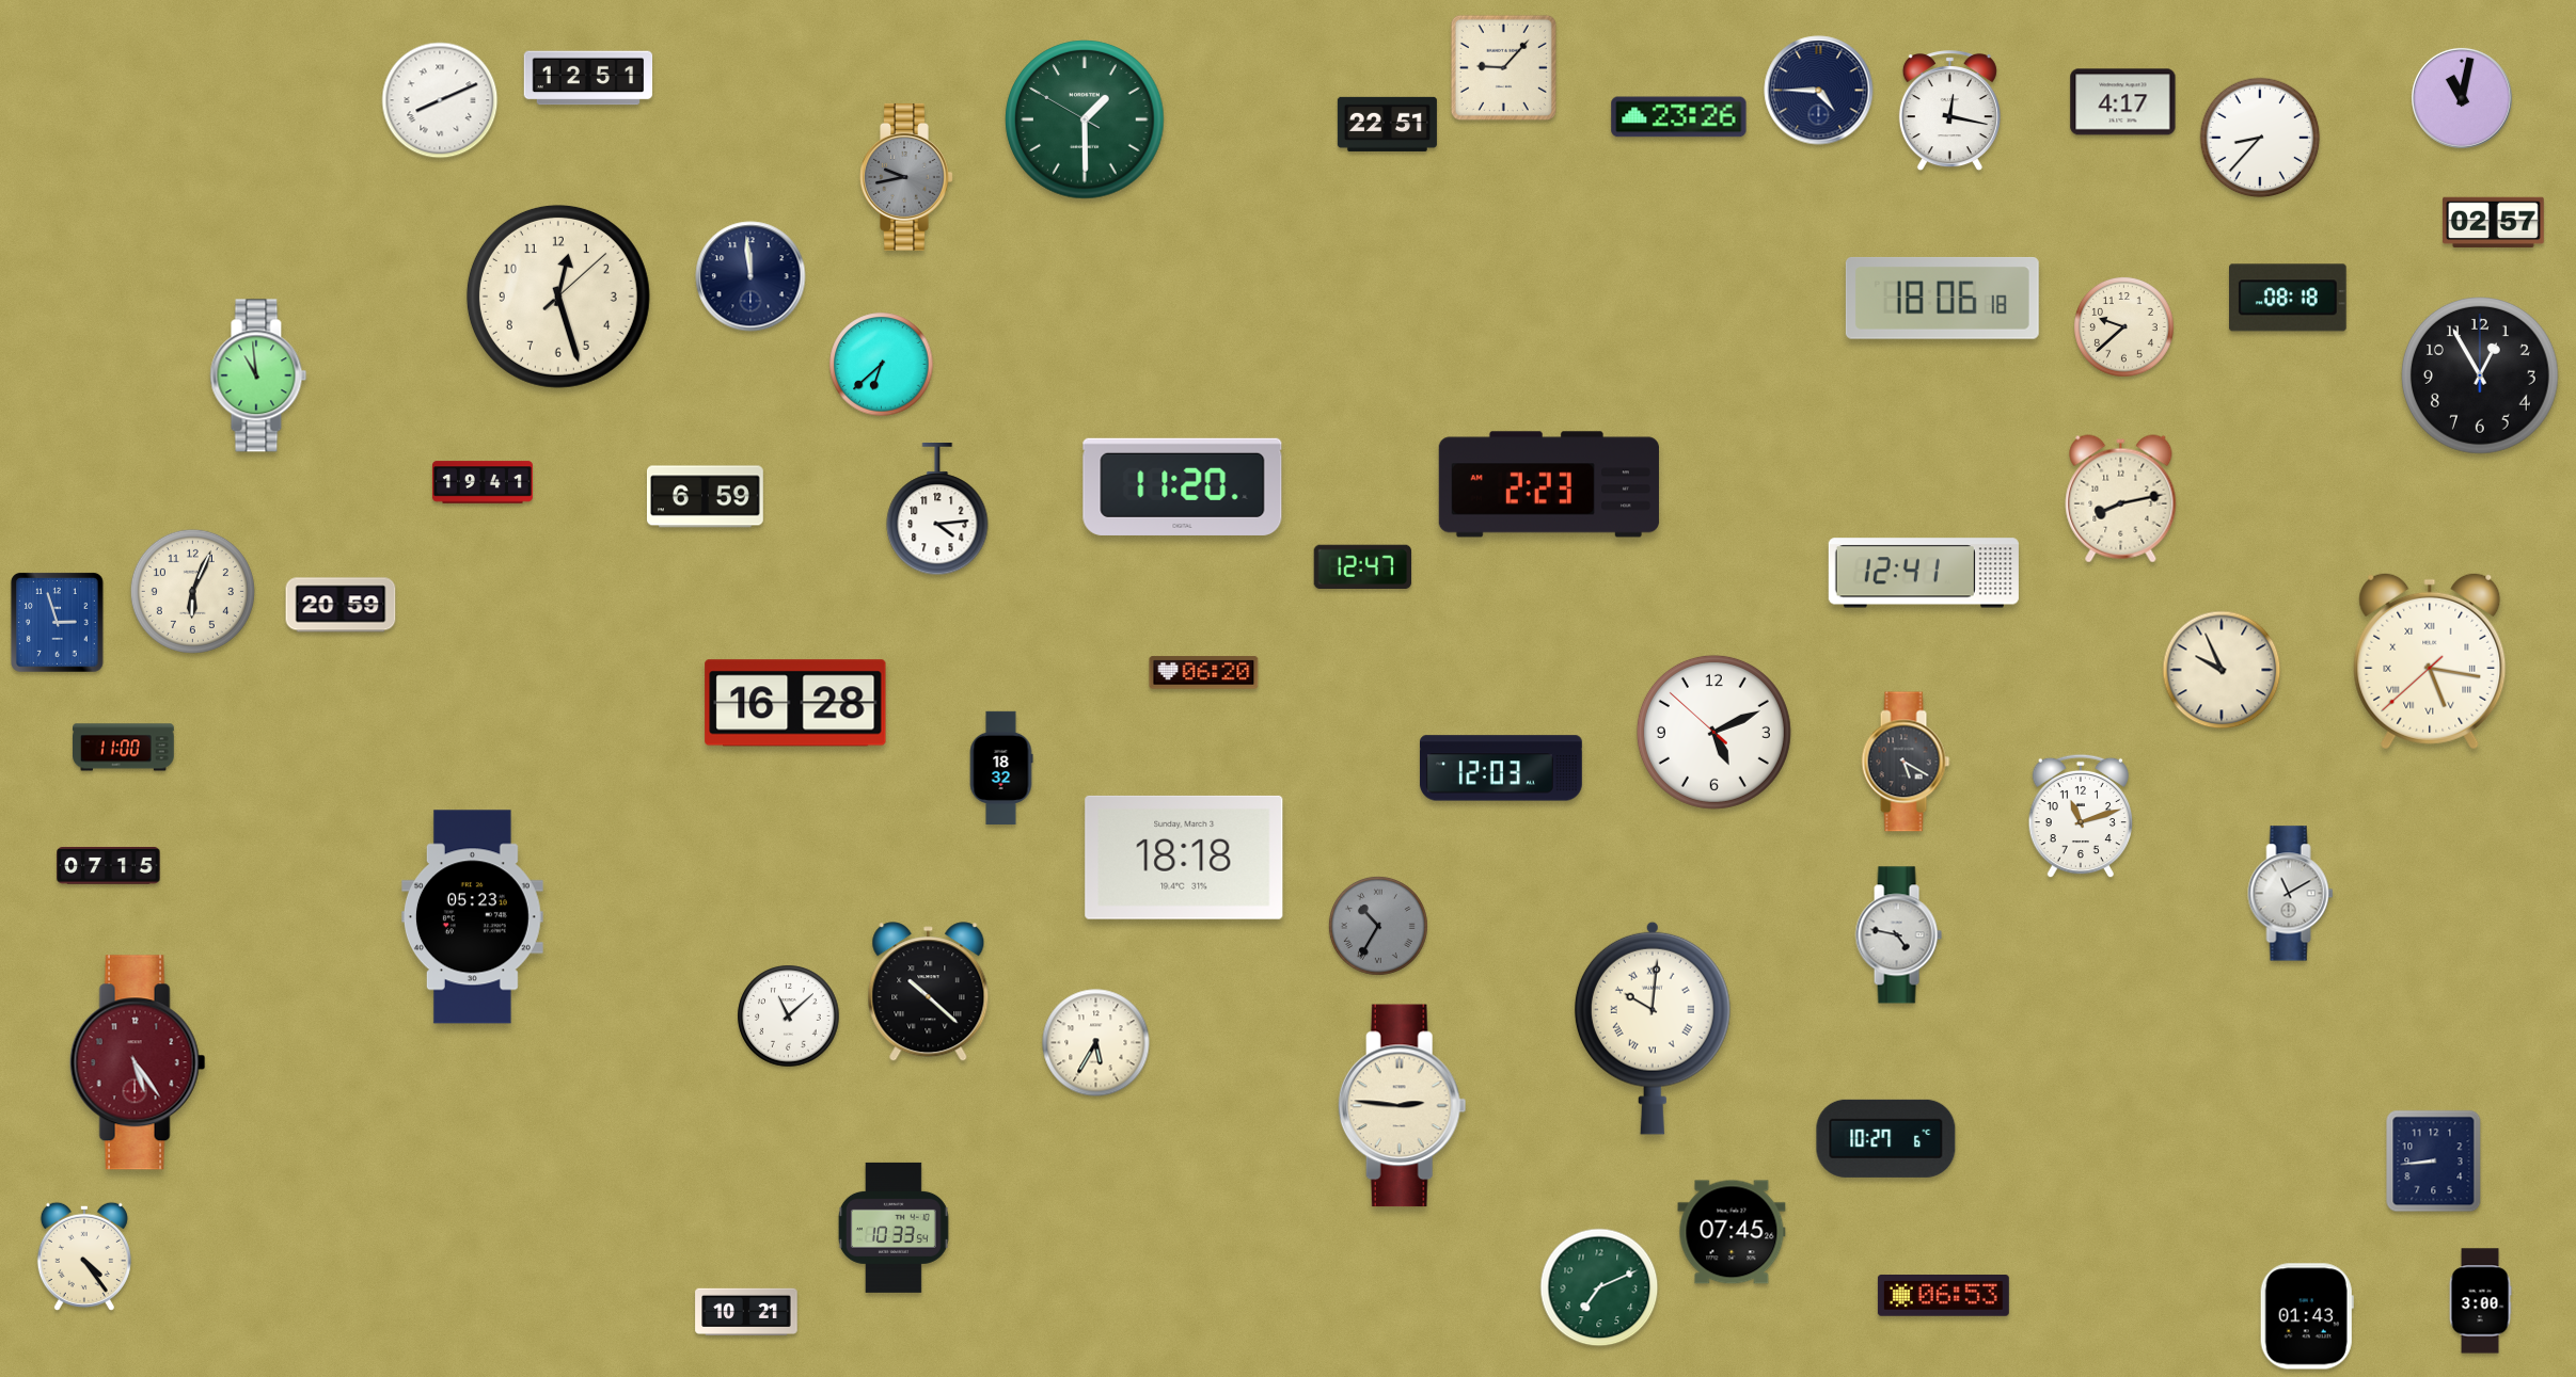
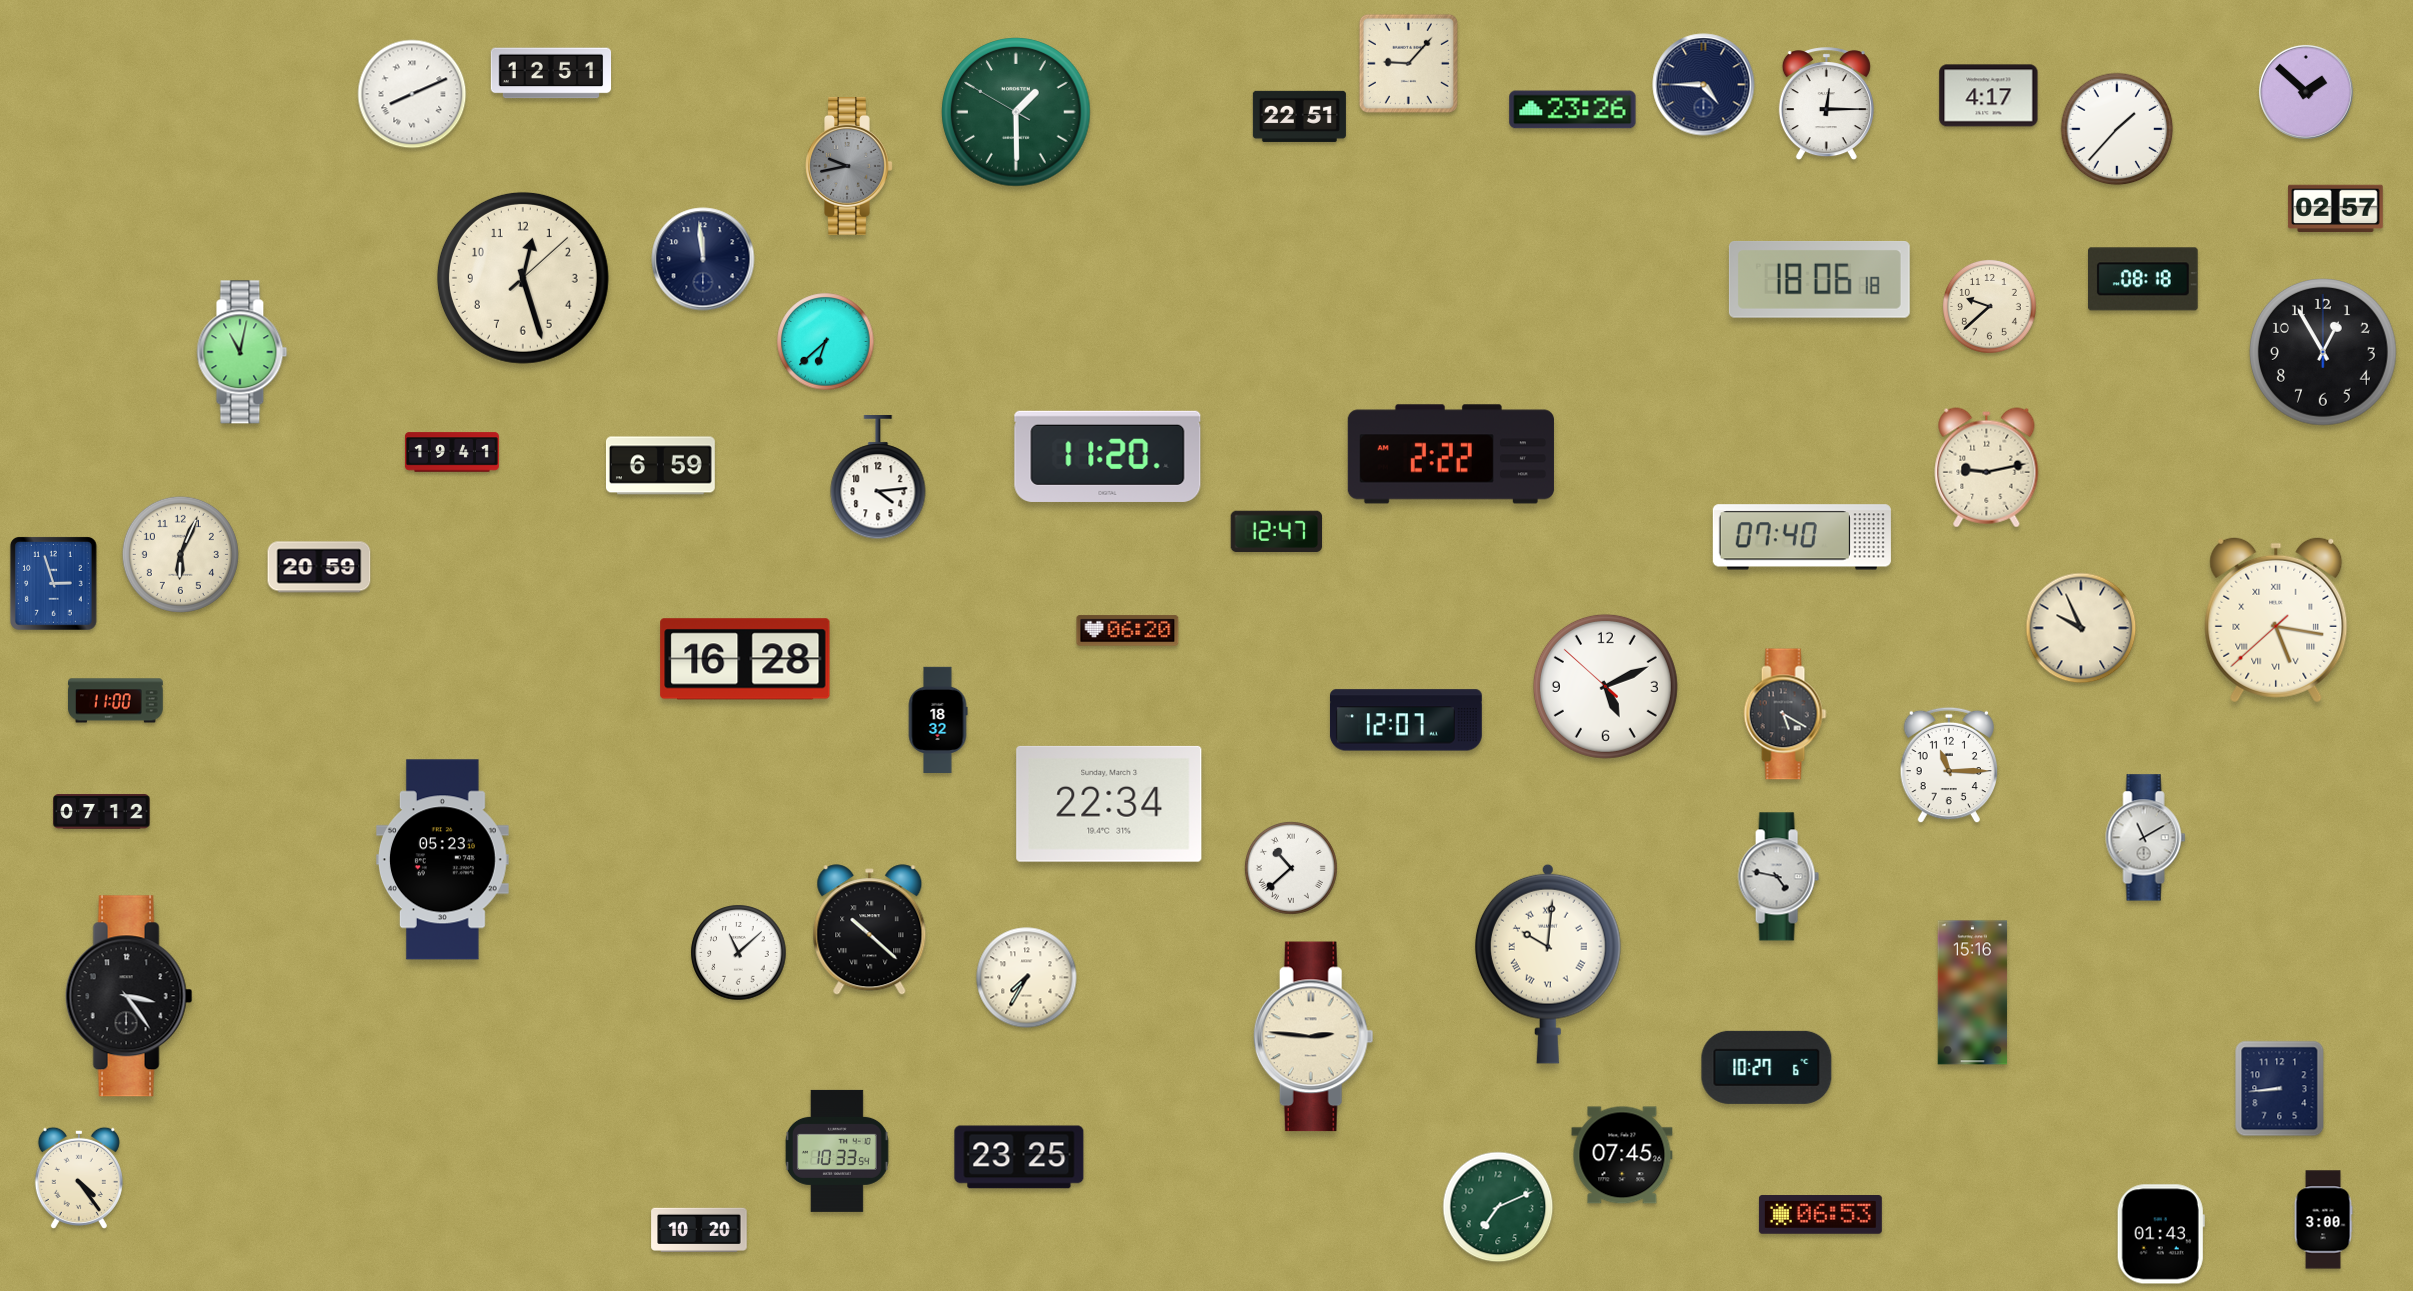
clock at (2462, 98): 11:02 -> 1:52
clock at (1949, 111): 12:17 -> 12:15
clock at (2260, 138): 8:37 -> 1:37
clock at (258, 375): 10:59 -> 11:02
clock at (1549, 484): 2:23 -> 2:22
clock at (2121, 499): 8:13 -> 9:13
clock at (1924, 573): 12:41 -> 07:40
clock at (1501, 768): 12:03 -> 12:07
clock at (2080, 816): 11:12 -> 11:15
clock at (1184, 858): 18:18 -> 22:34
clock at (109, 866): 07:15 -> 07:12
clock at (1378, 926): 10:35 -> 10:38
clock at (1378, 926) dial: grey -> white
clock at (1096, 1043): 5:35 -> 7:35
clock at (1973, 993): none -> 15:16
clock at (138, 1062): 5:24 -> 3:24
clock at (138, 1062) dial: burgundy -> black
clock at (1019, 1157): none -> 23:25
clock at (746, 1311): 10:21 -> 10:20
